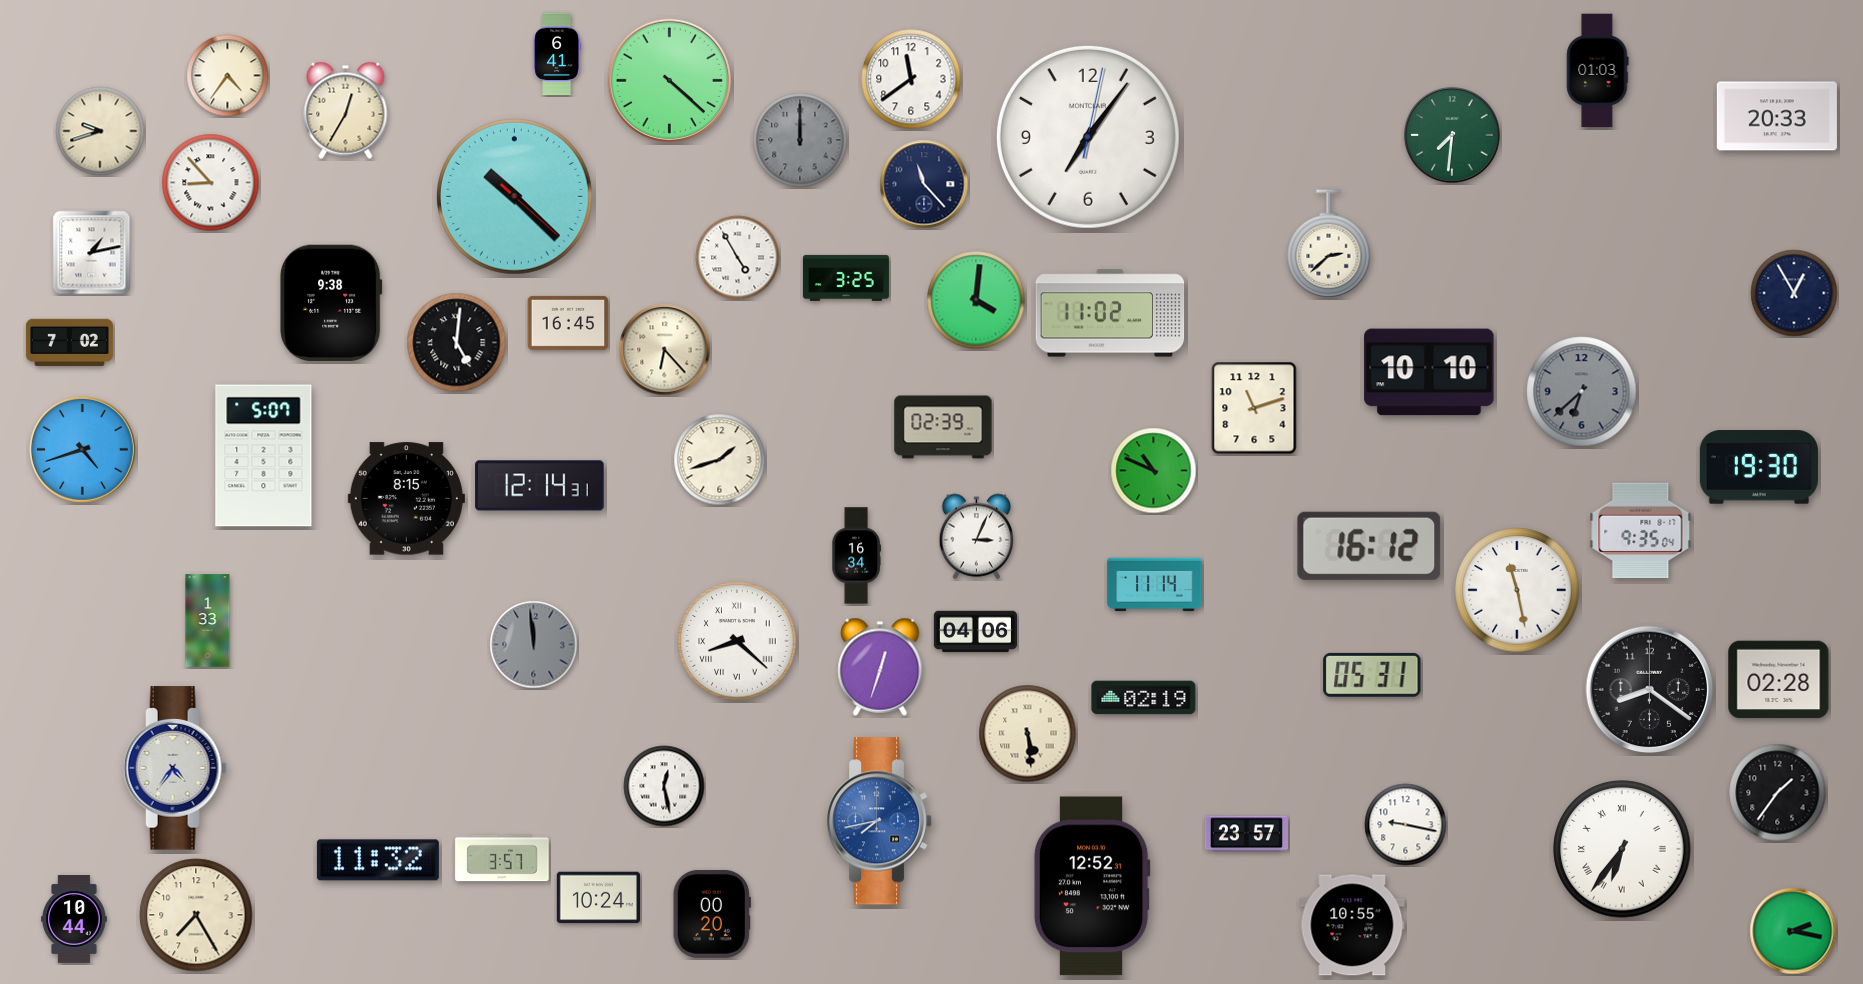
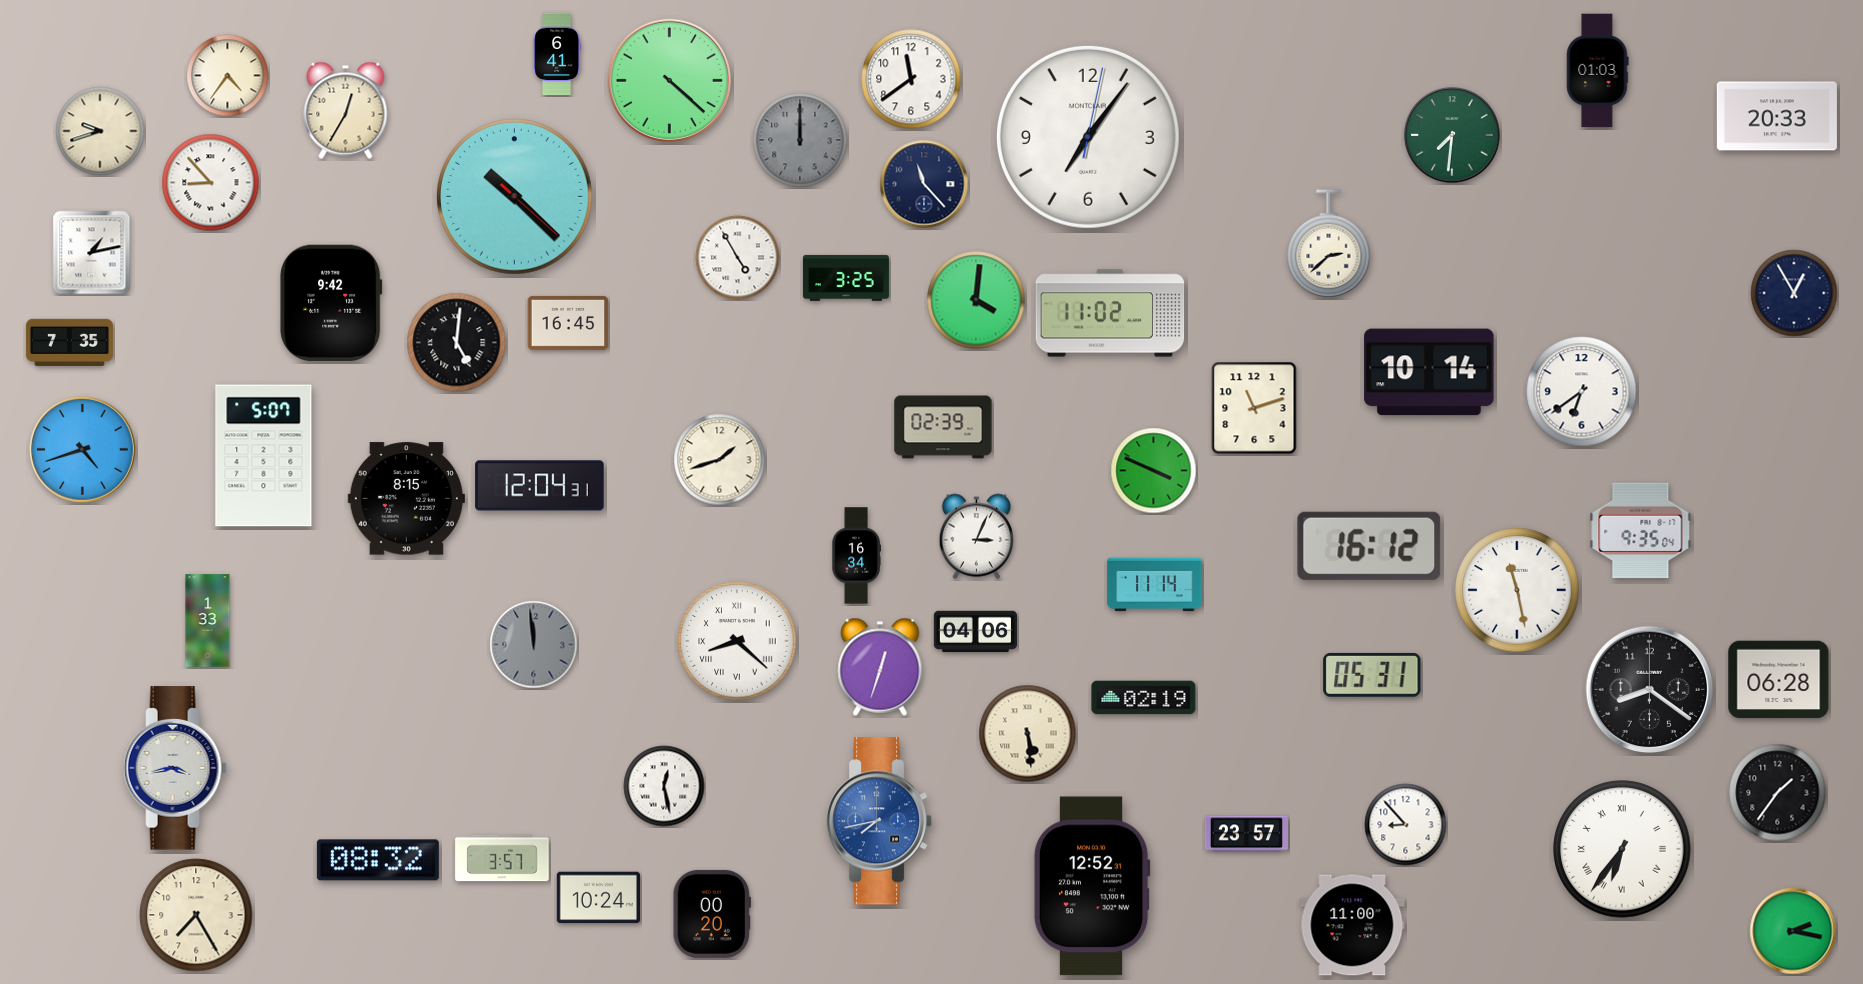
clock at (331, 303): 9:38 -> 9:42
clock at (69, 342): 7:02 -> 7:35
clock at (665, 350): 6:23 -> none
clock at (1429, 372): 10:10 -> 10:14
clock at (1582, 392): 6:38 -> 6:39
clock at (1582, 392) dial: grey -> white
clock at (1759, 467): 19:30 -> none
clock at (1154, 471): 10:49 -> 3:49
clock at (540, 486): 12:14 -> 12:04
clock at (1779, 680): 02:28 -> 06:28
clock at (175, 768): 4:36 -> 3:43
clock at (1406, 825): 9:17 -> 8:53
clock at (378, 860): 11:32 -> 08:32
clock at (74, 919): 10:44 -> none
clock at (1352, 925): 10:55 -> 11:00
